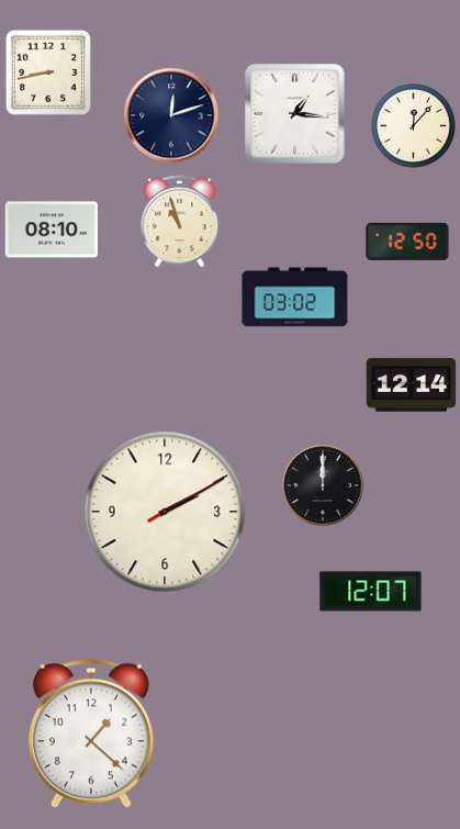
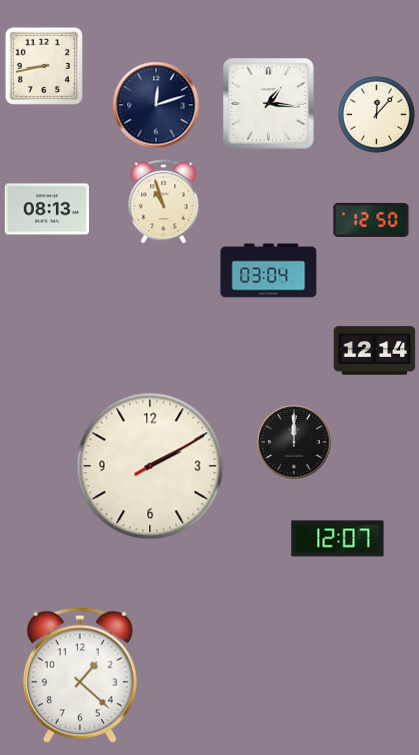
clock at (51, 229): 08:10 -> 08:13
clock at (295, 298): 03:02 -> 03:04
clock at (91, 733) position: (91, 733) -> (80, 675)
